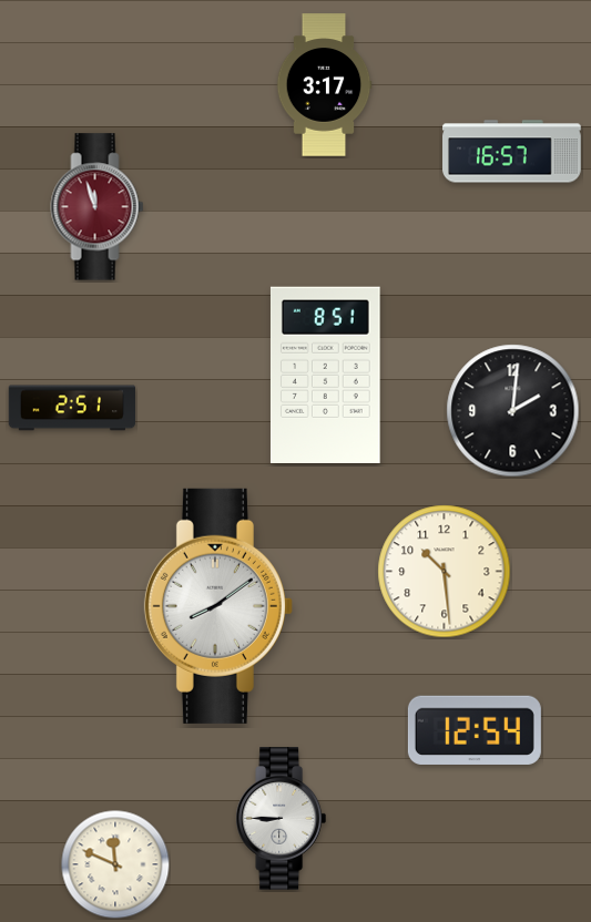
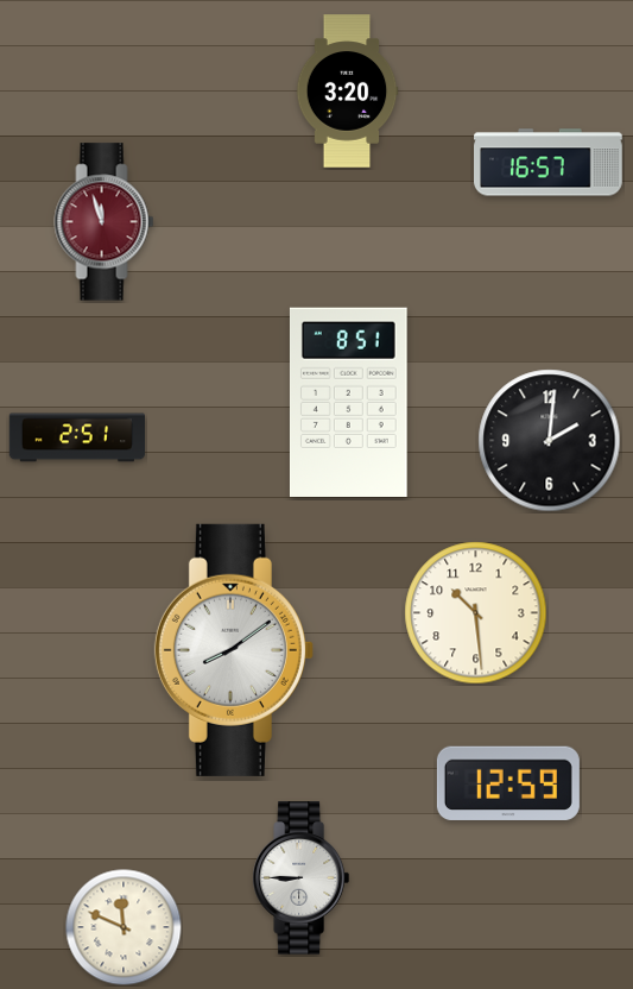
clock at (324, 85): 3:17 -> 3:20
clock at (475, 729): 12:54 -> 12:59
